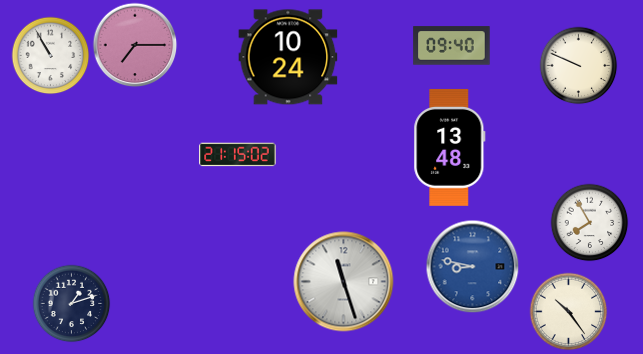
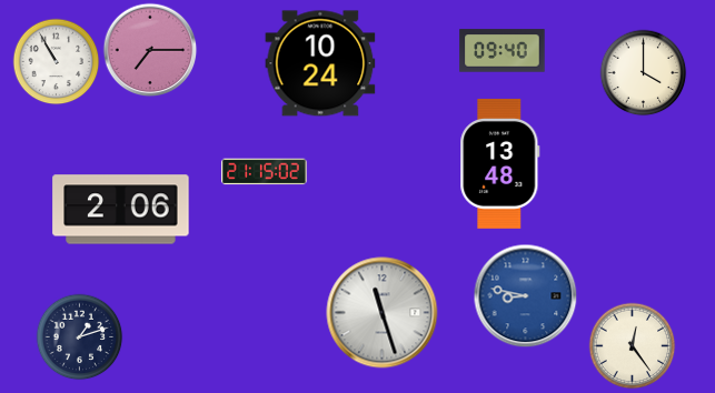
clock at (578, 65): 9:49 -> 4:00
clock at (121, 210): none -> 2:06
clock at (589, 222): 7:55 -> none
clock at (568, 311): 10:24 -> 12:24
